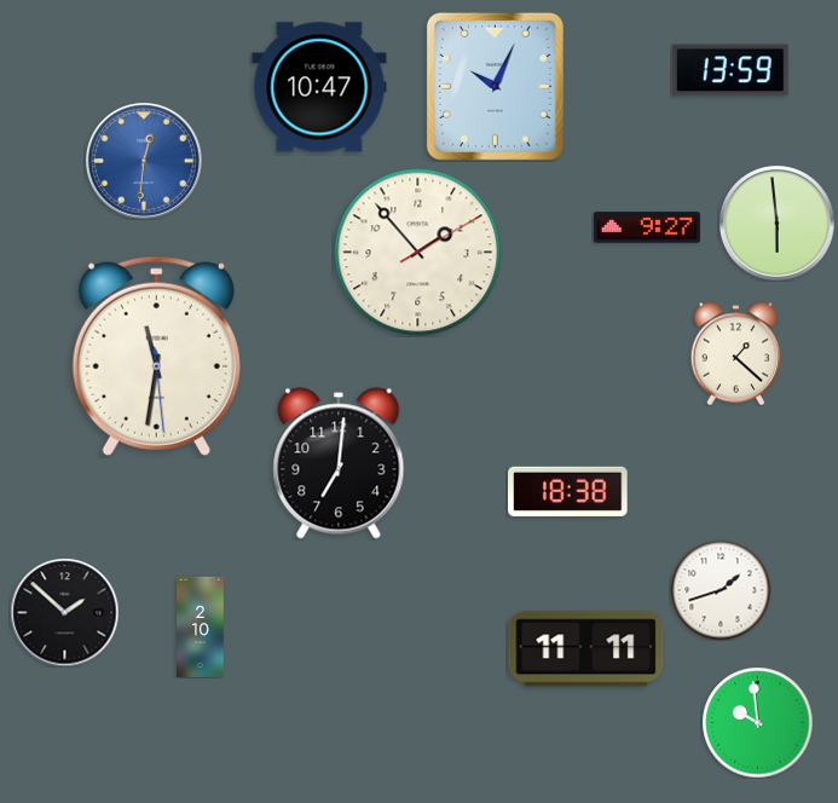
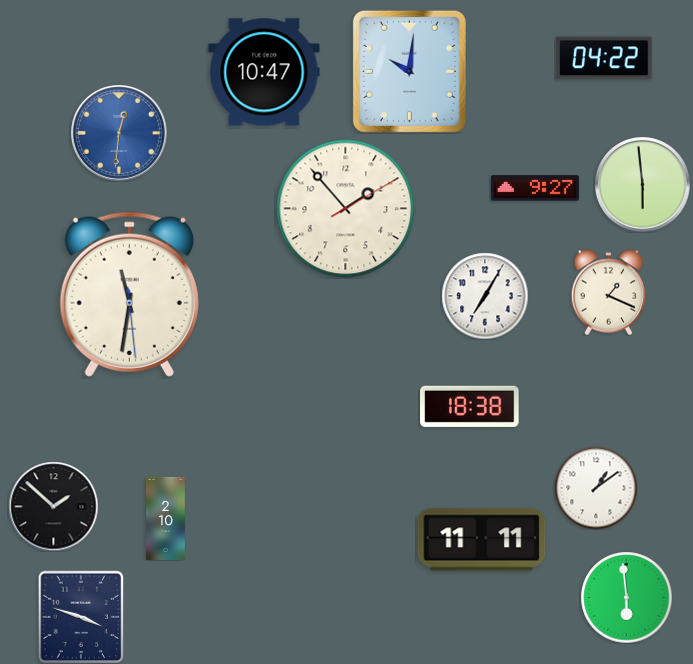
clock at (730, 70): 13:59 -> 04:22
clock at (495, 86): 10:04 -> 10:01
clock at (736, 353): 1:22 -> 1:19
clock at (485, 296): none -> 7:05
clock at (339, 463): 7:01 -> none
clock at (721, 590): 1:42 -> 1:09
clock at (586, 649) position: (586, 649) -> (482, 540)
clock at (757, 722): 9:59 -> 5:59
clock at (81, 617): none -> 3:48
